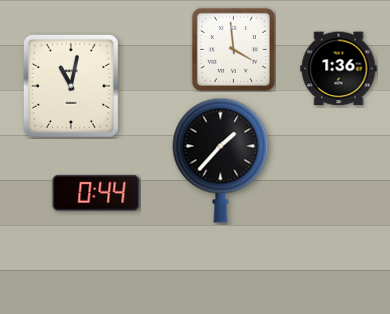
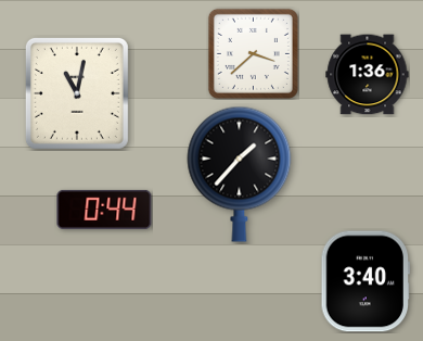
clock at (233, 49): 3:59 -> 3:38
clock at (366, 281): none -> 3:40
